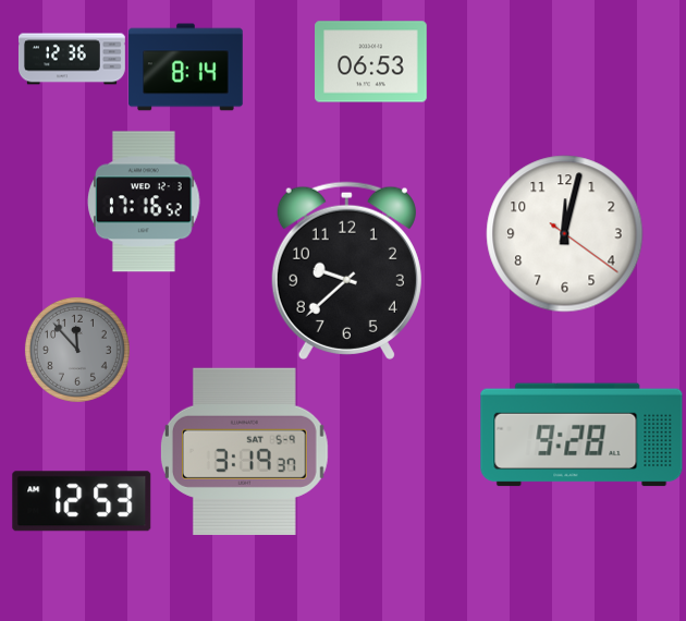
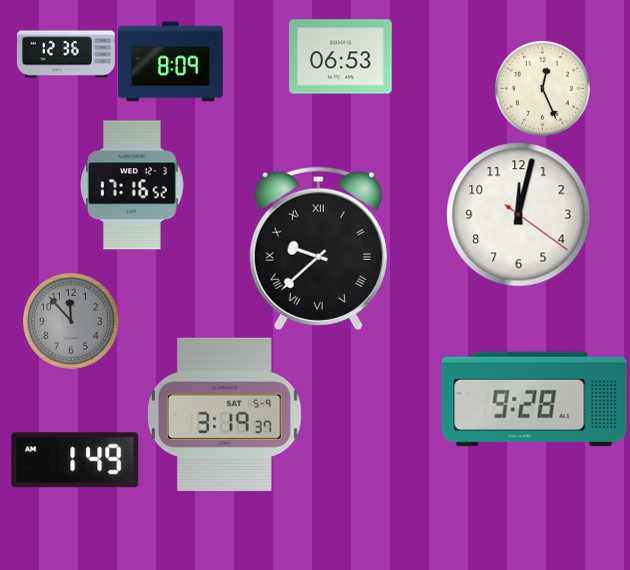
clock at (186, 68): 8:14 -> 8:09
clock at (542, 88): none -> 12:26
clock at (346, 270) numerals: Arabic -> Roman
clock at (82, 501): 12:53 -> 1:49
